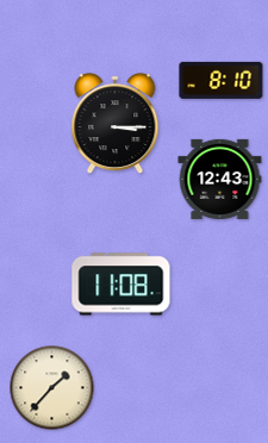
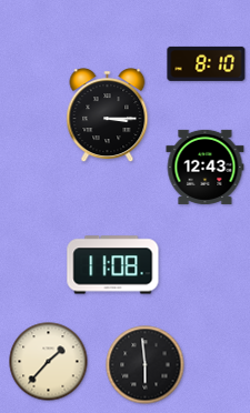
clock at (222, 80) position: (222, 80) -> (207, 63)
clock at (146, 365): none -> 5:59
